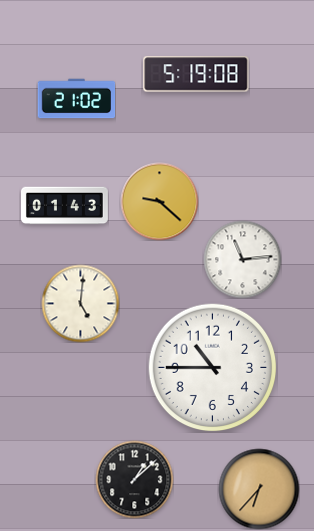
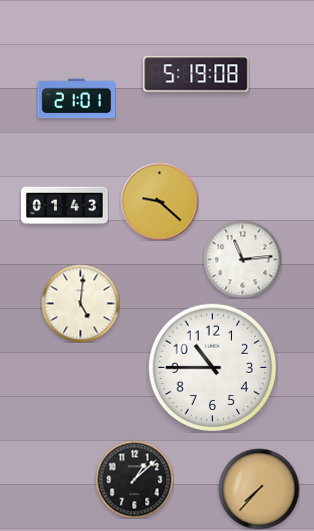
clock at (76, 99): 21:02 -> 21:01
clock at (259, 489): 6:37 -> 7:37
